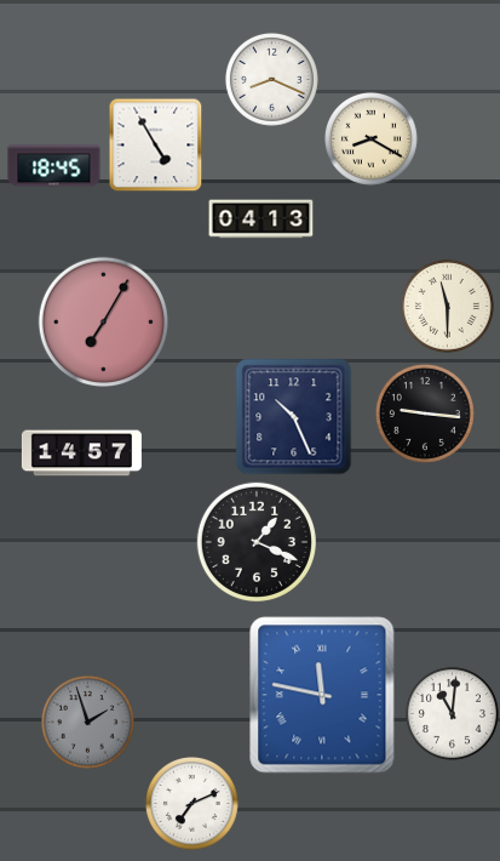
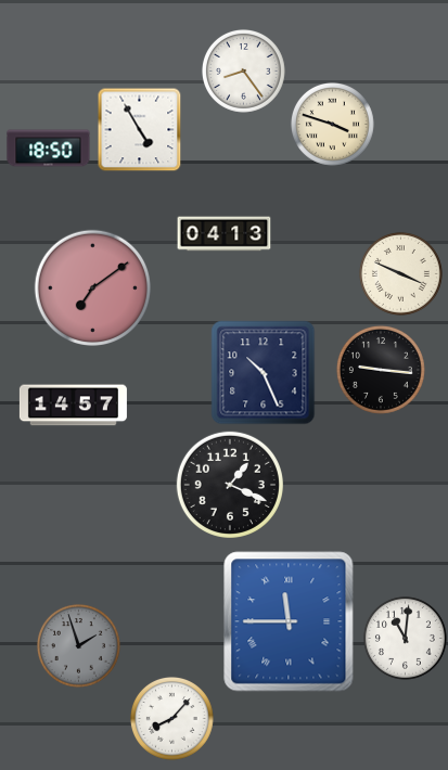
clock at (271, 79): 8:19 -> 8:24
clock at (370, 138): 8:20 -> 3:48
clock at (54, 166): 18:45 -> 18:50
clock at (262, 219) position: (262, 219) -> (225, 234)
clock at (447, 306): 11:30 -> 3:49
clock at (103, 321): 7:05 -> 7:09
clock at (322, 695): 11:47 -> 11:45
clock at (191, 803): 7:11 -> 8:07
